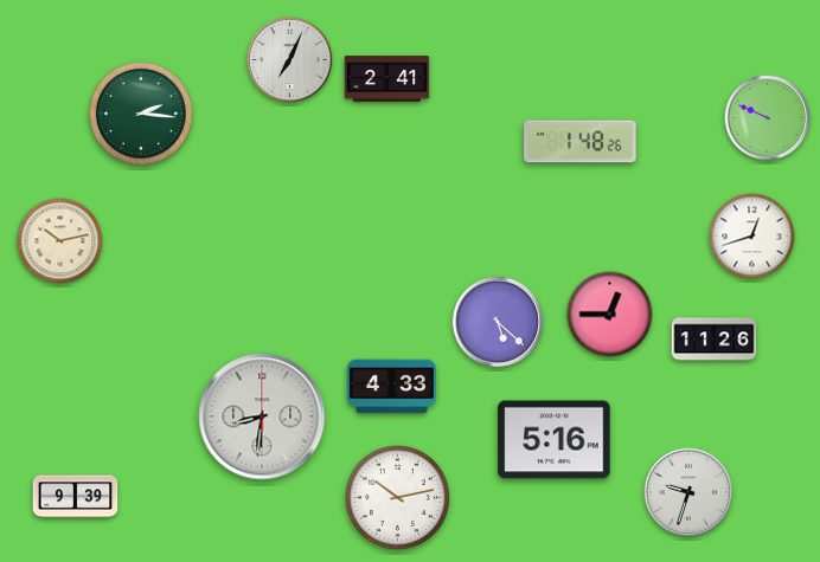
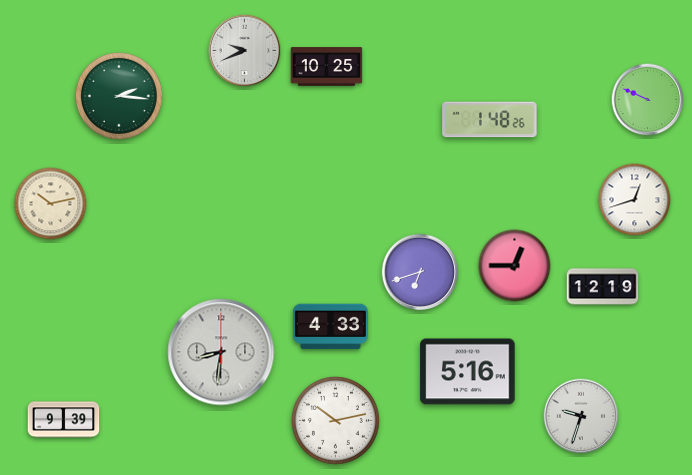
clock at (290, 60): 7:04 -> 9:41
clock at (387, 79): 2:41 -> 10:25
clock at (498, 322): 5:22 -> 6:42
clock at (715, 340): 11:26 -> 12:19
